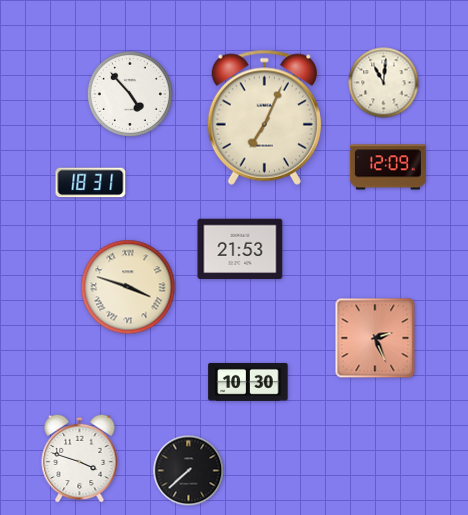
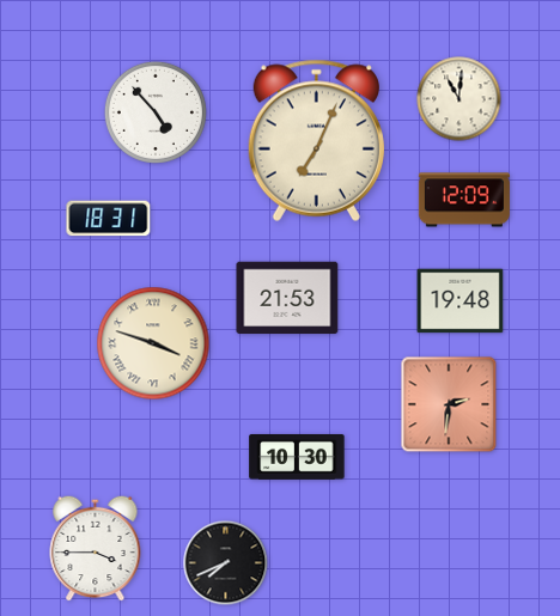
clock at (461, 301): none -> 19:48
clock at (375, 338): 2:26 -> 2:31
clock at (80, 458): 3:48 -> 3:45
clock at (189, 471): 7:38 -> 7:41
